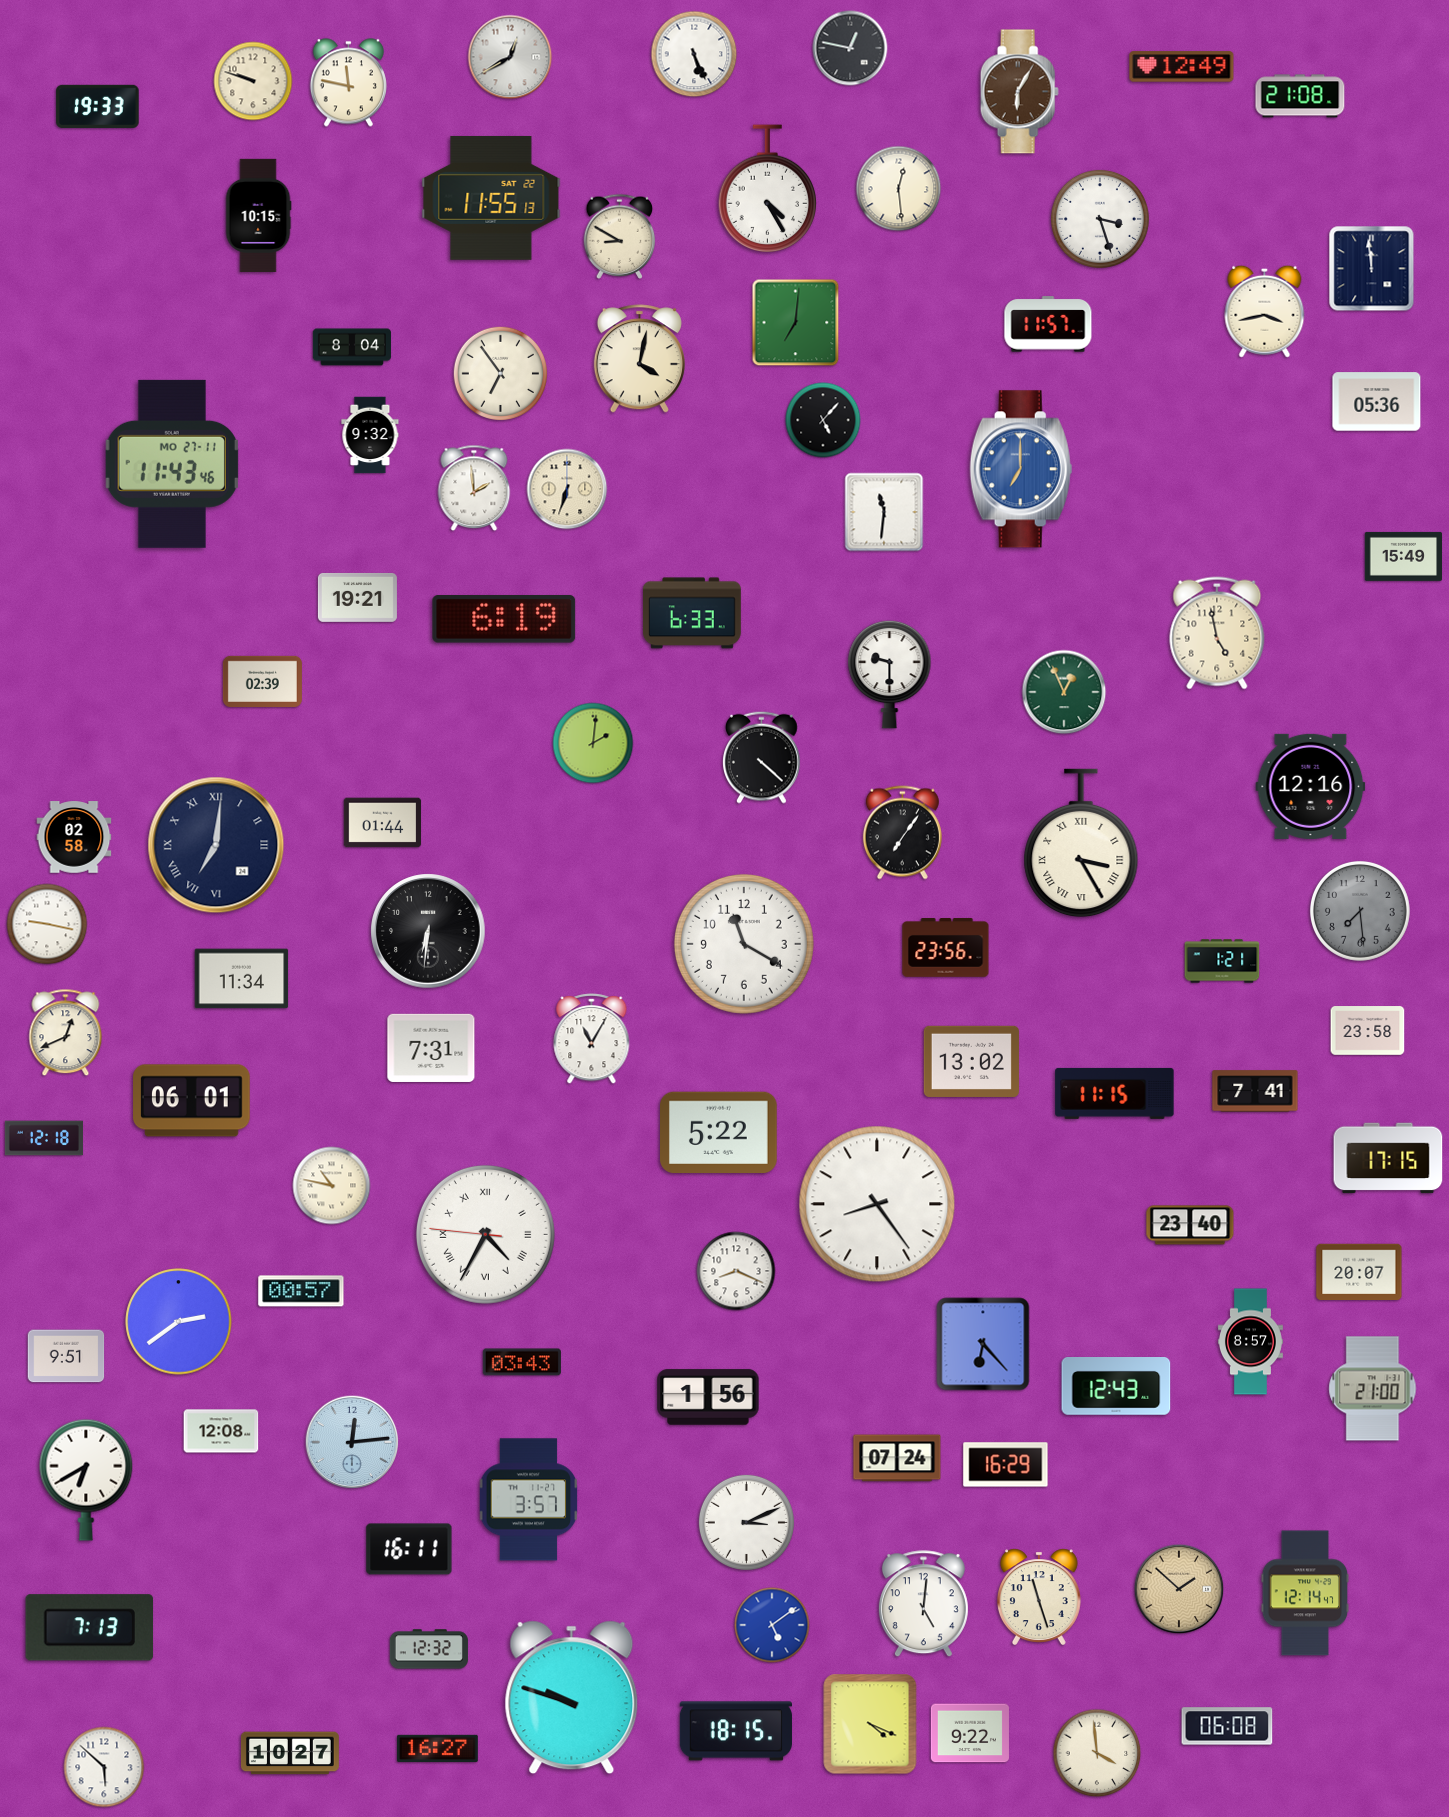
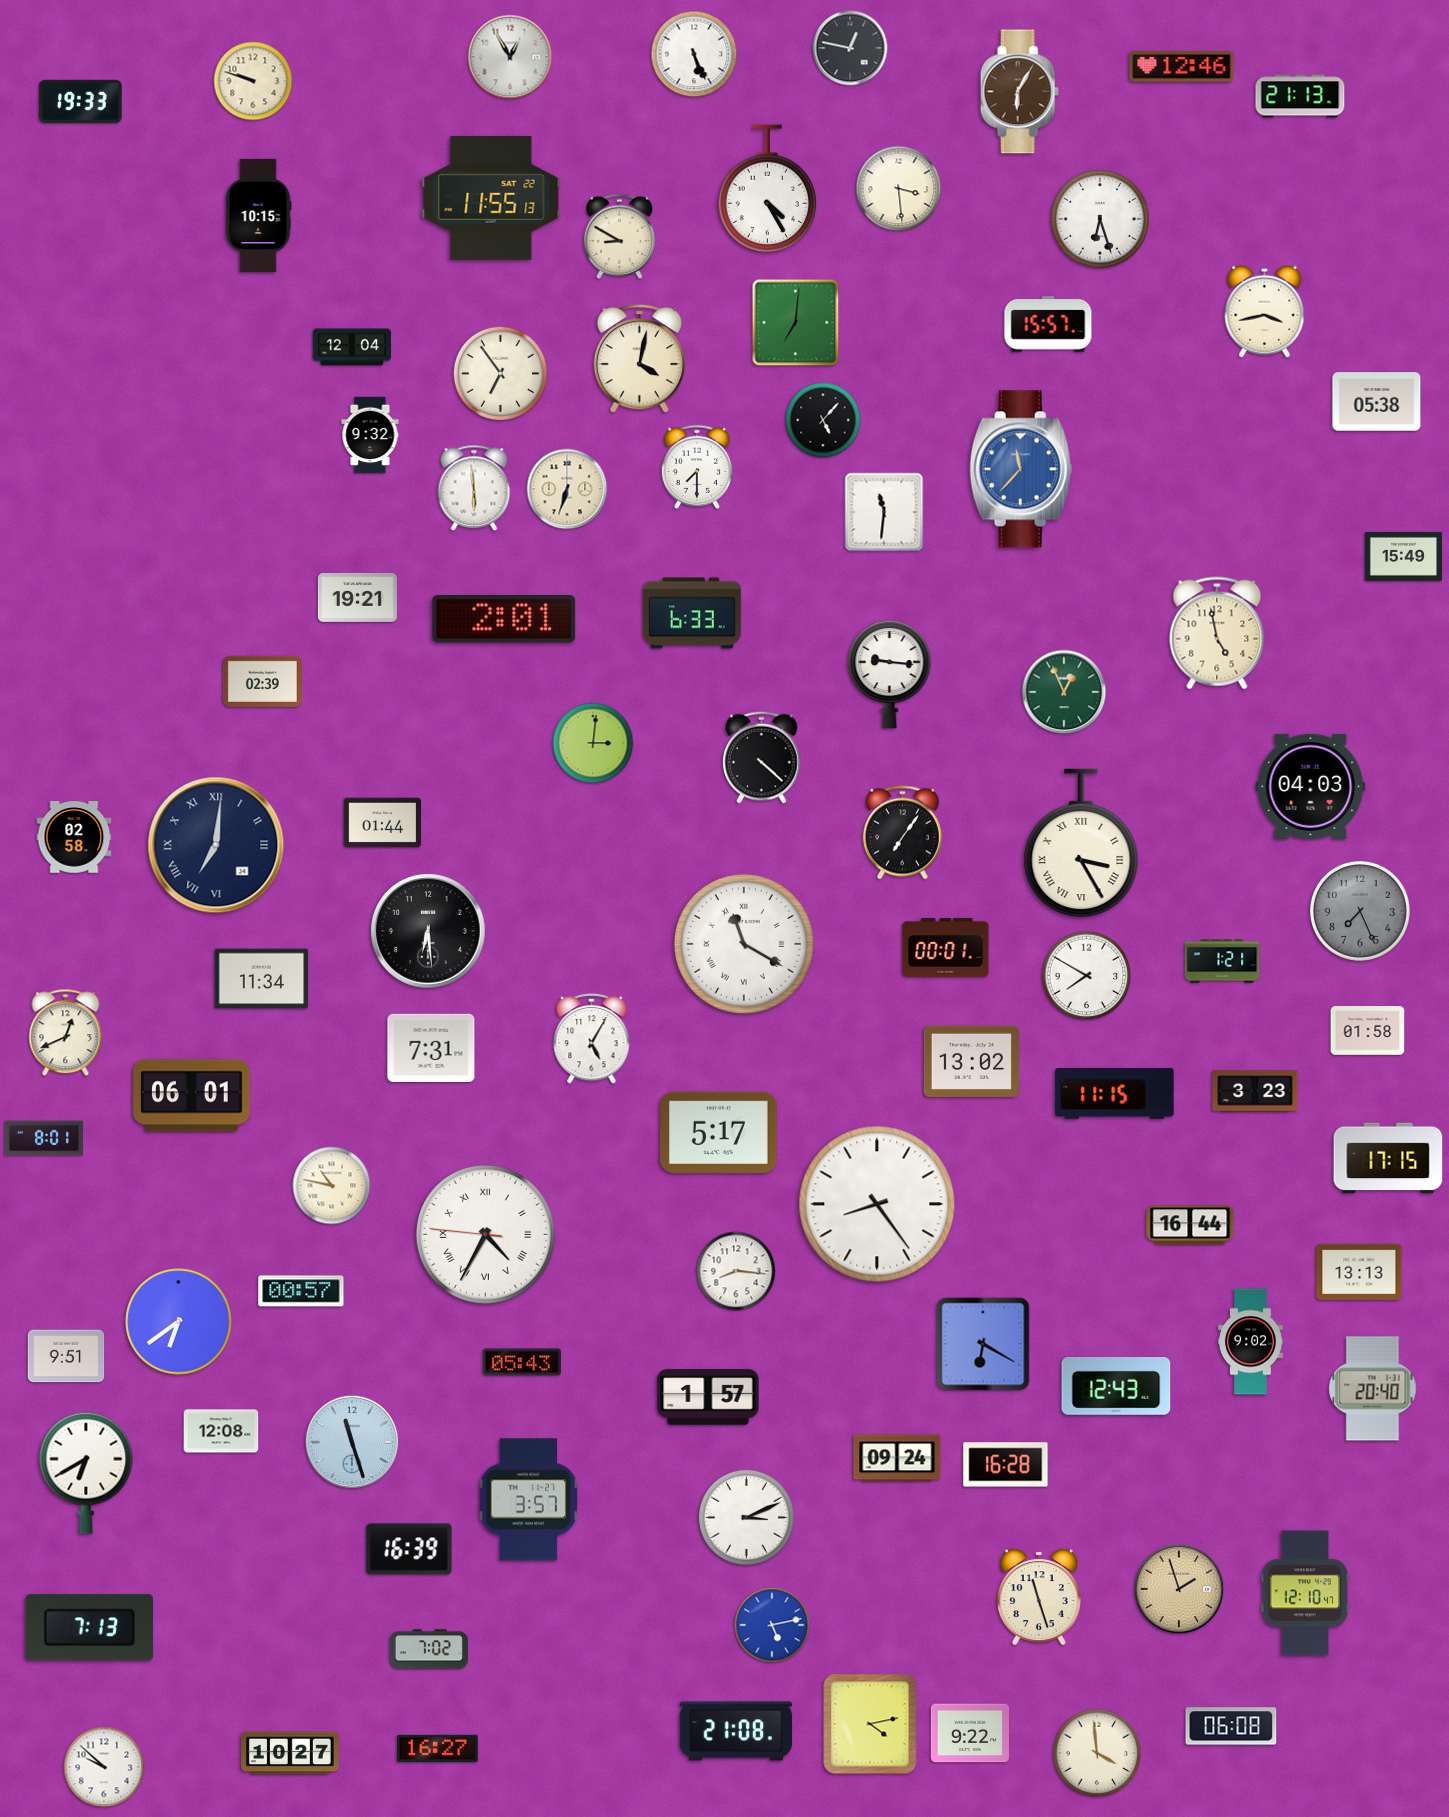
clock at (510, 57): 12:40 -> 12:55
clock at (1182, 67): 12:49 -> 12:46
clock at (348, 83): 11:47 -> none
clock at (1300, 96): 21:08 -> 21:13
clock at (98, 106) position: (98, 106) -> (81, 101)
clock at (899, 189): 12:29 -> 3:29
clock at (1100, 219): 3:27 -> 6:27
clock at (1372, 269): 11:59 -> none
clock at (1048, 324): 11:57 -> 15:57
clock at (352, 347): 8:04 -> 12:04
clock at (1377, 402): 05:36 -> 05:38
clock at (172, 464): 11:43 -> none
clock at (696, 467): none -> 7:30
clock at (1021, 469): 7:00 -> 11:37
clock at (474, 488): 1:59 -> 5:59
clock at (504, 620): 6:19 -> 2:01
clock at (890, 674): 9:30 -> 9:16
clock at (593, 743): 2:01 -> 3:01
clock at (1311, 786): 12:16 -> 04:03
clock at (1360, 911): 7:29 -> 7:26
clock at (47, 924): 9:17 -> none
clock at (428, 931): 6:31 -> 6:29
clock at (744, 944) numerals: Arabic -> Roman
clock at (946, 948): 23:56 -> 00:01
clock at (1087, 976): none -> 7:50
clock at (242, 979) position: (242, 979) -> (262, 979)
clock at (1368, 1031): 23:58 -> 01:58
clock at (592, 1039): 11:05 -> 5:05
clock at (1255, 1091): 7:41 -> 3:23
clock at (192, 1101) position: (192, 1101) -> (192, 1096)
clock at (719, 1133): 5:22 -> 5:17
clock at (44, 1138): 12:18 -> 8:01
clock at (1190, 1225): 23:40 -> 16:44
clock at (736, 1271): 8:19 -> 8:16
clock at (1359, 1271): 20:07 -> 13:13
clock at (179, 1322): 2:39 -> 6:39
clock at (1250, 1342): 8:57 -> 9:02
clock at (983, 1344): 6:23 -> 6:20
clock at (522, 1362): 03:43 -> 05:43
clock at (1373, 1389): 21:00 -> 20:40
clock at (708, 1397): 1:56 -> 1:57
clock at (352, 1442): 12:14 -> 11:27
clock at (897, 1458): 07:24 -> 09:24
clock at (1006, 1465): 16:29 -> 16:28
clock at (86, 1480) position: (86, 1480) -> (86, 1473)
clock at (746, 1522) position: (746, 1522) -> (746, 1517)
clock at (409, 1549): 16:11 -> 16:39
clock at (1179, 1589): 1:52 -> 1:57
clock at (1305, 1593): 12:14 -> 12:10
clock at (923, 1604): 5:01 -> none
clock at (772, 1625): 5:09 -> 5:13
clock at (429, 1649): 12:32 -> 7:02
clock at (572, 1698): 9:48 -> none
clock at (870, 1724): 4:19 -> 4:13
clock at (1227, 1726) position: (1227, 1726) -> (1231, 1726)
clock at (735, 1731): 18:15 -> 21:08
clock at (104, 1767): 5:52 -> 9:52
